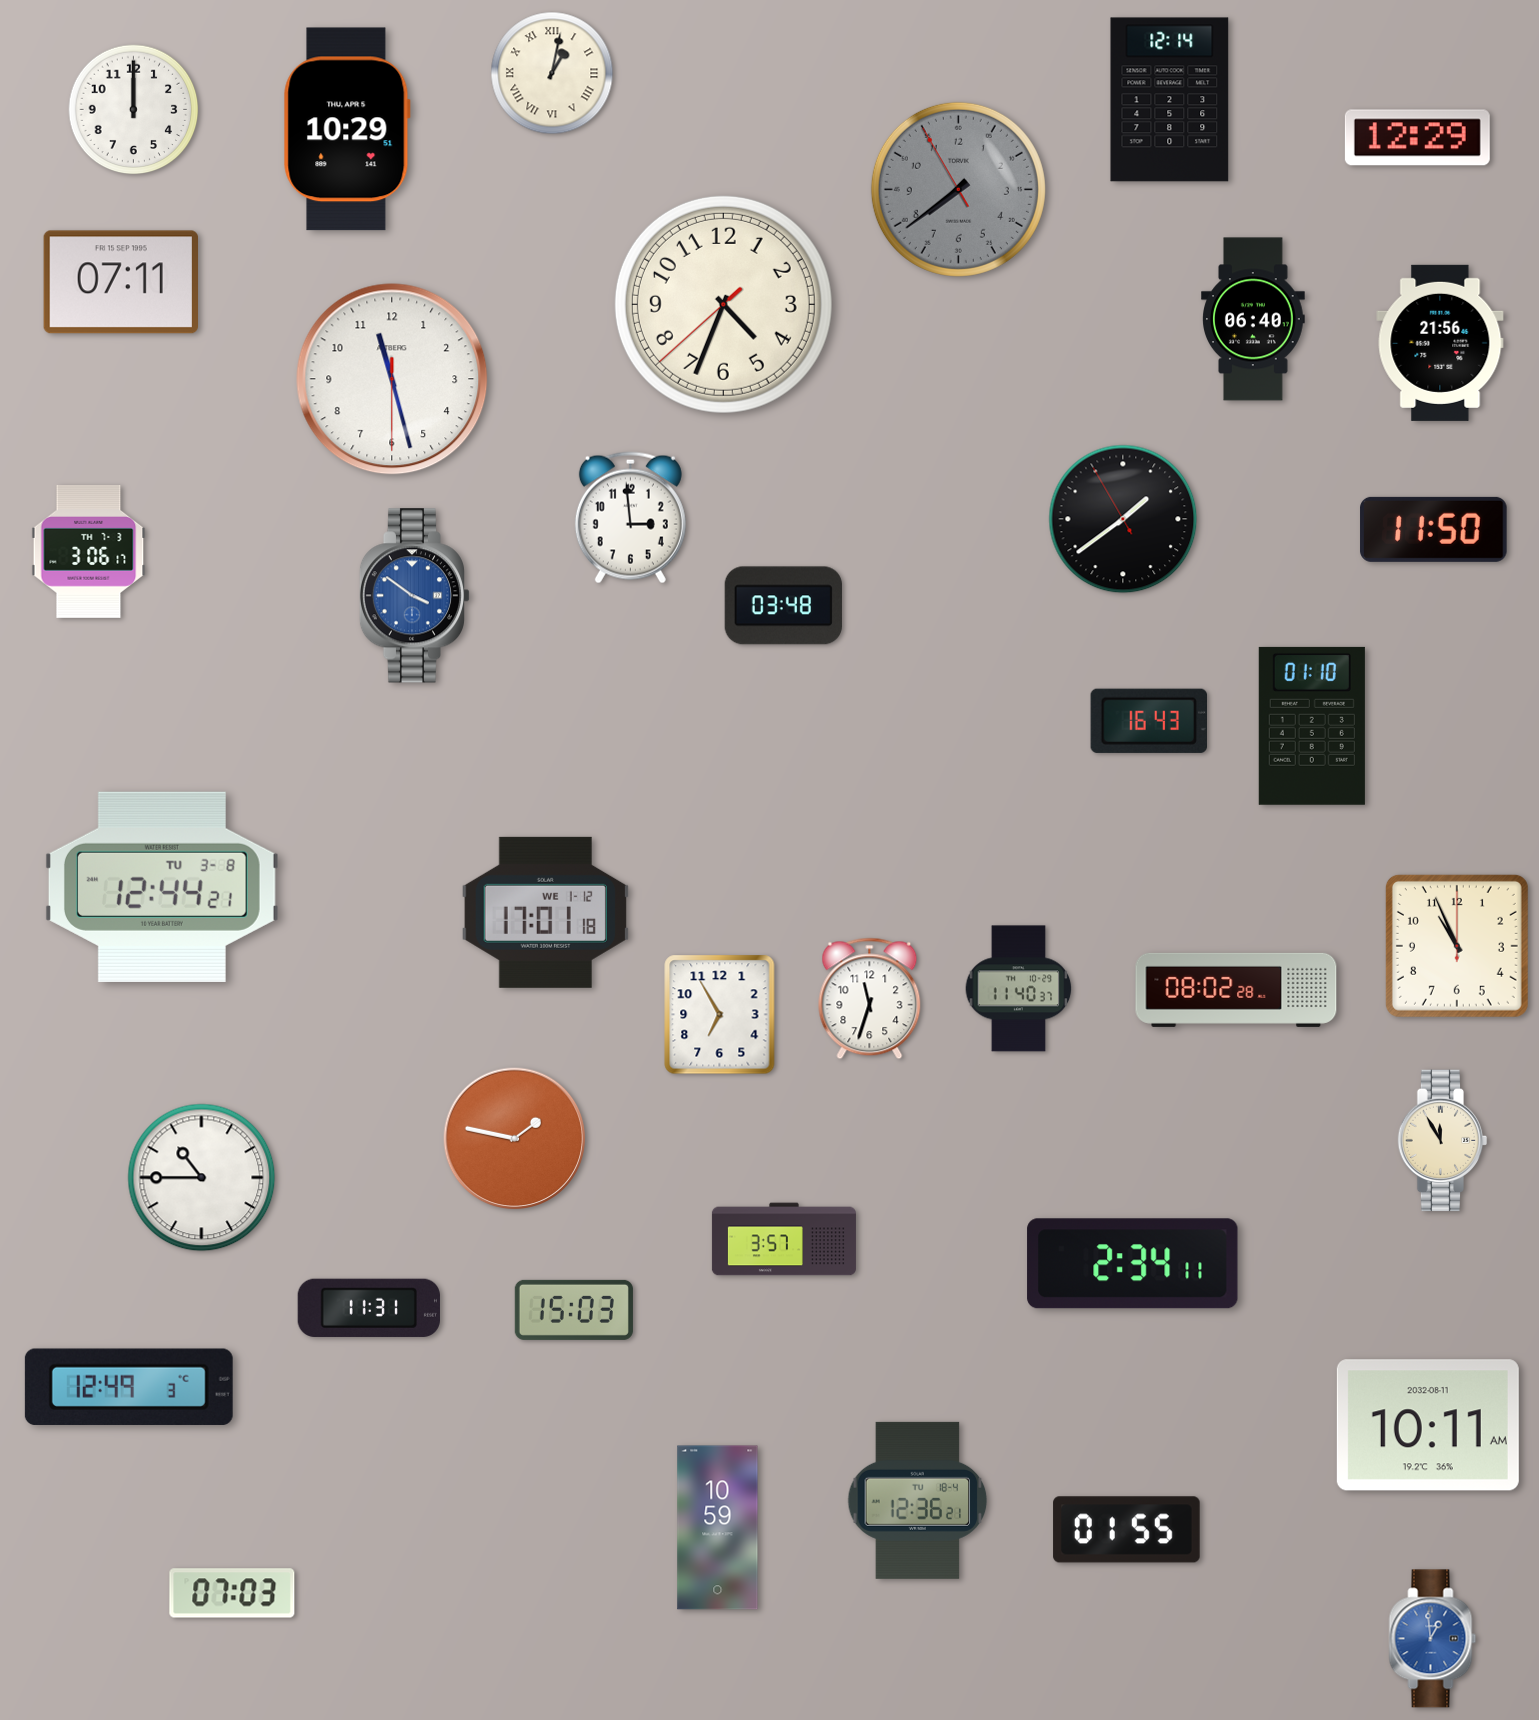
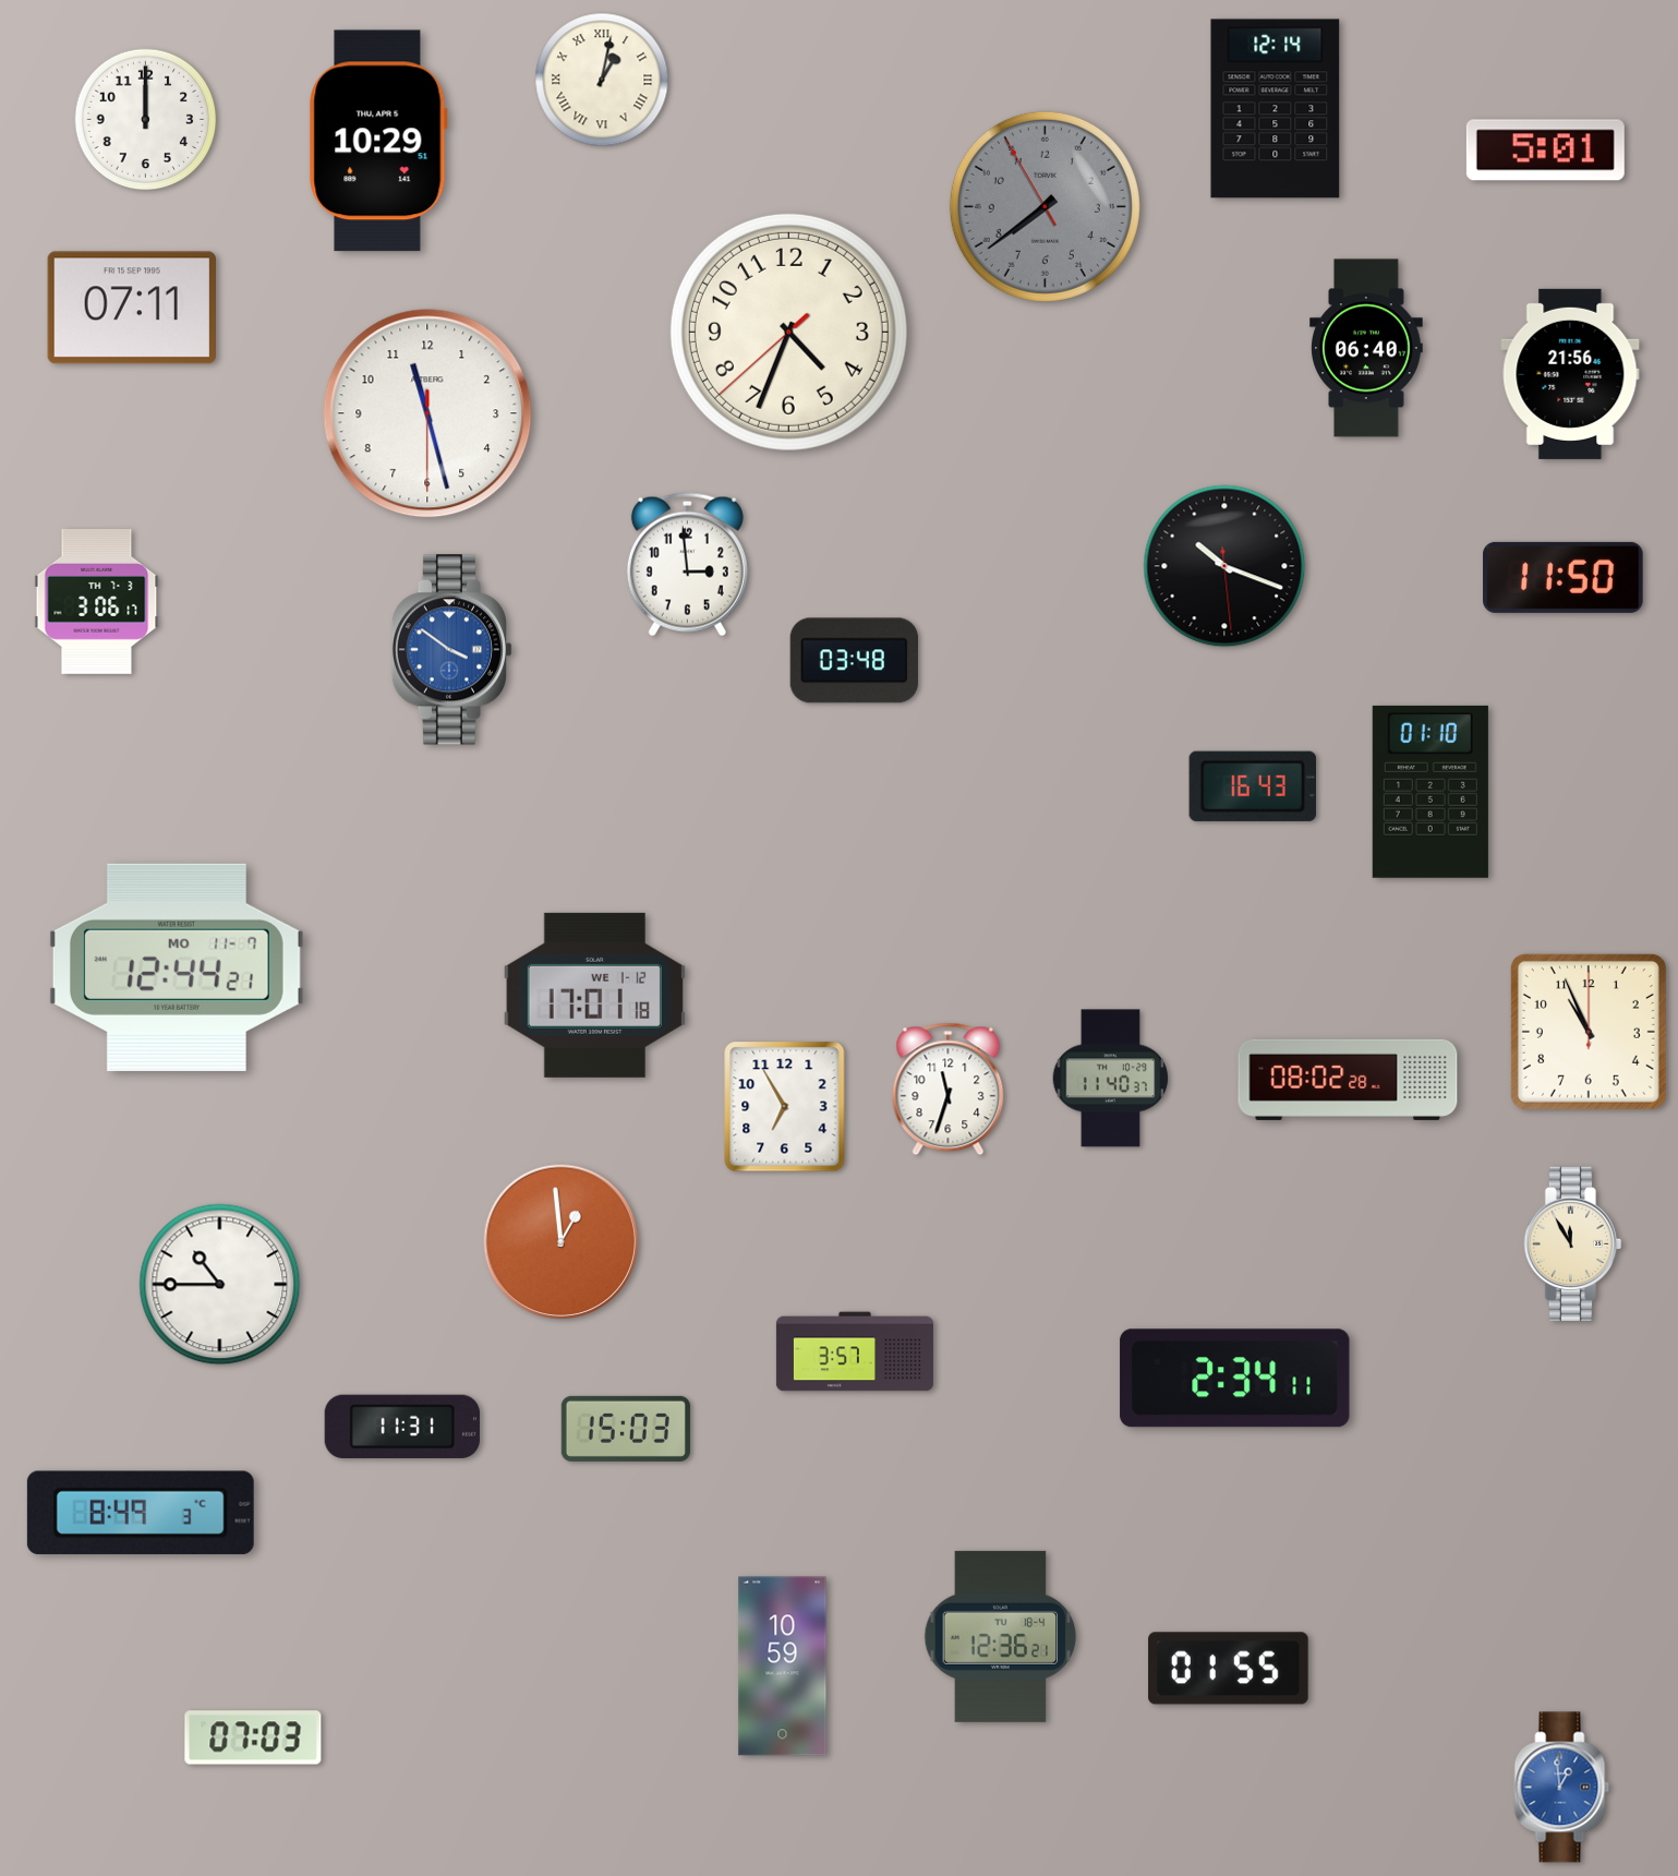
clock at (1417, 138): 12:29 -> 5:01
clock at (1123, 519): 1:38 -> 10:18
clock at (162, 887) date: TU 3-8 -> MO 11-7
clock at (515, 1139): 1:47 -> 12:59
clock at (129, 1387): 12:49 -> 8:49
clock at (1428, 1425): 10:11 -> none
